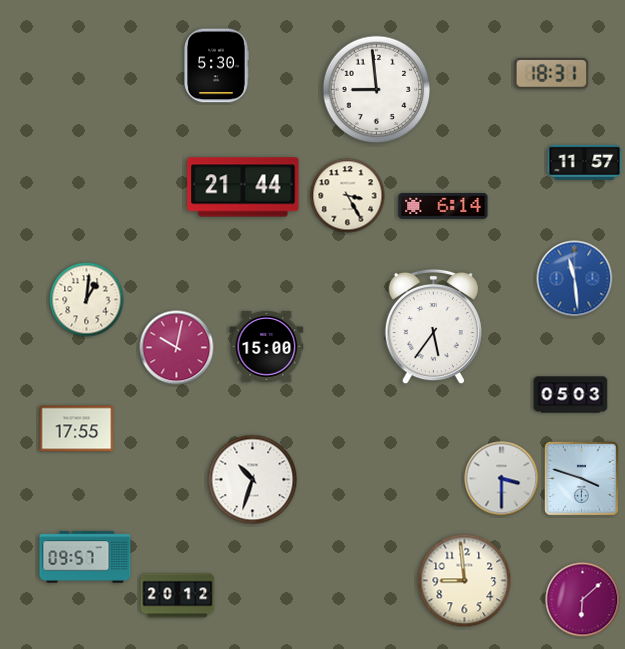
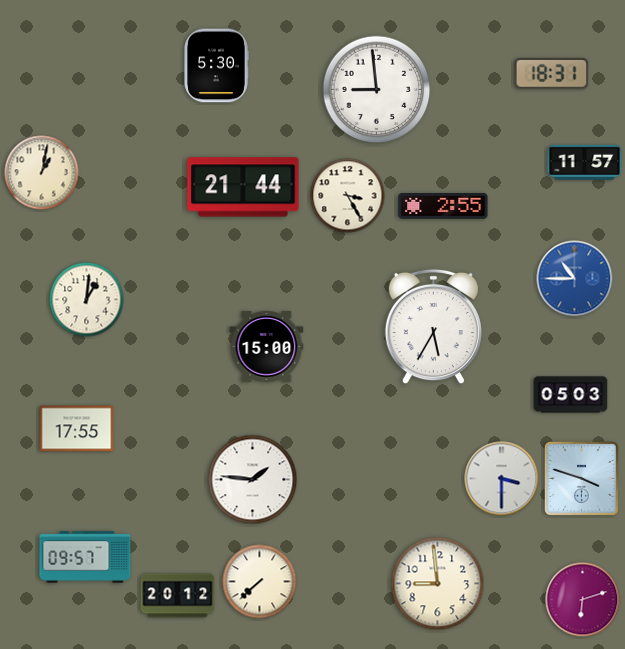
clock at (42, 173): none -> 1:02
clock at (443, 207): 6:14 -> 2:55
clock at (575, 279): 11:29 -> 10:45
clock at (433, 327): 5:36 -> 5:35
clock at (177, 348): 10:02 -> none
clock at (253, 480): 10:33 -> 1:46
clock at (465, 581) position: (465, 581) -> (438, 584)
clock at (260, 582): none -> 7:38
clock at (583, 600): 6:08 -> 6:12
